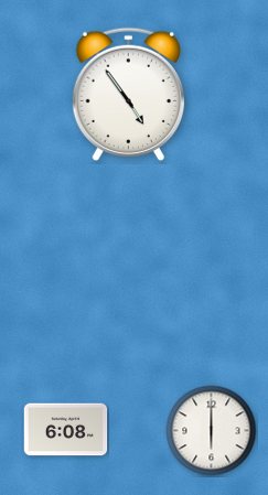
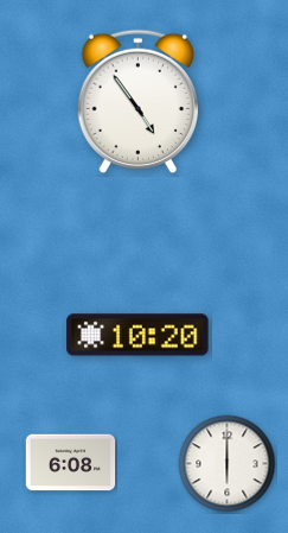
clock at (137, 335): none -> 10:20
